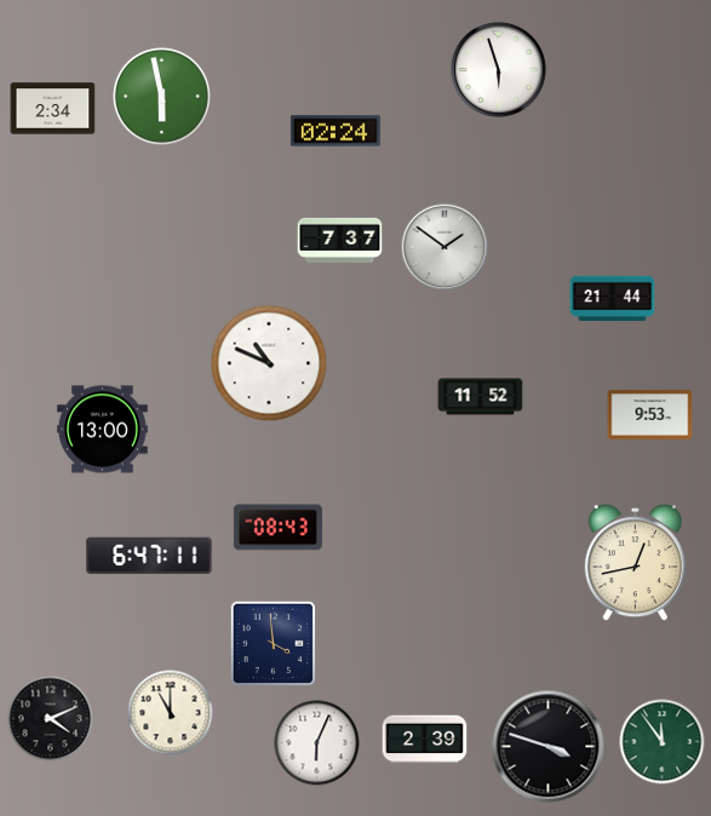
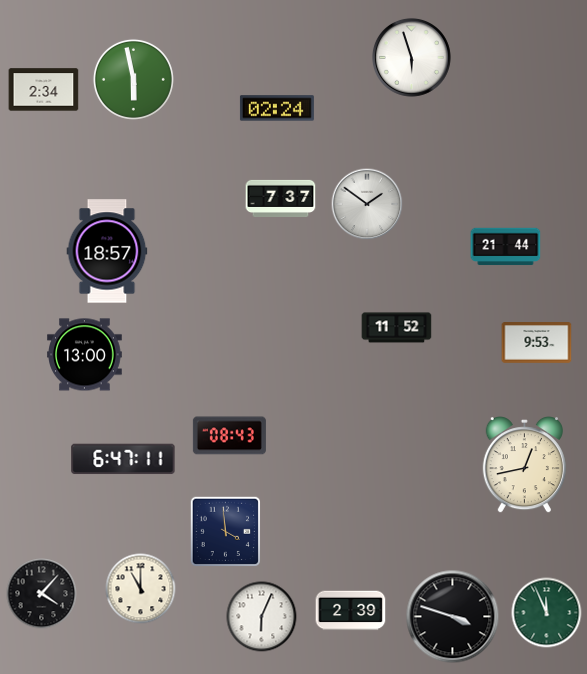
clock at (107, 251): none -> 18:57
clock at (269, 363): 10:49 -> none
clock at (51, 719): 4:11 -> 4:07
clock at (663, 742): 11:54 -> 11:56
clock at (317, 743) position: (317, 743) -> (262, 617)
